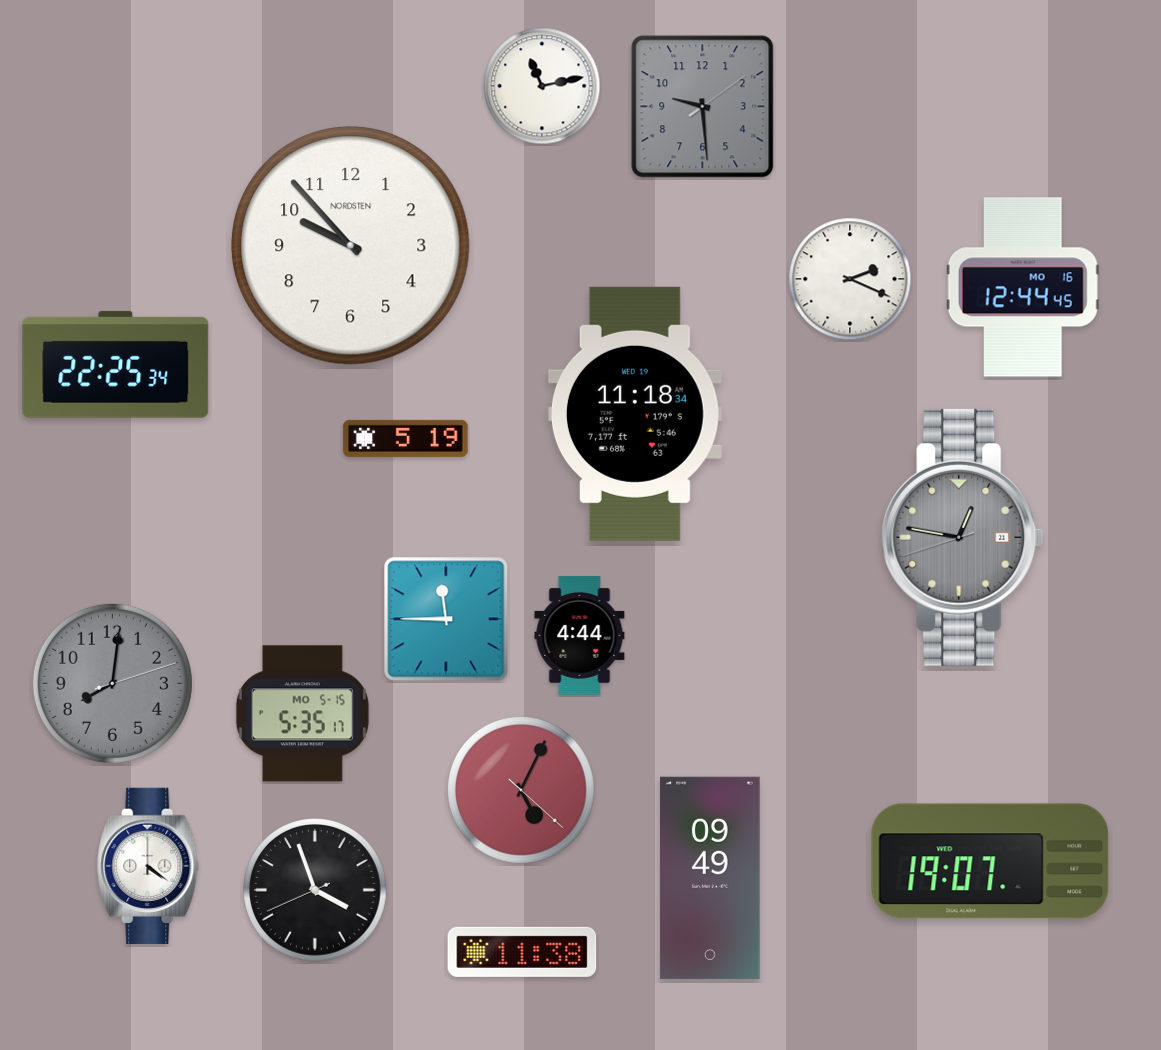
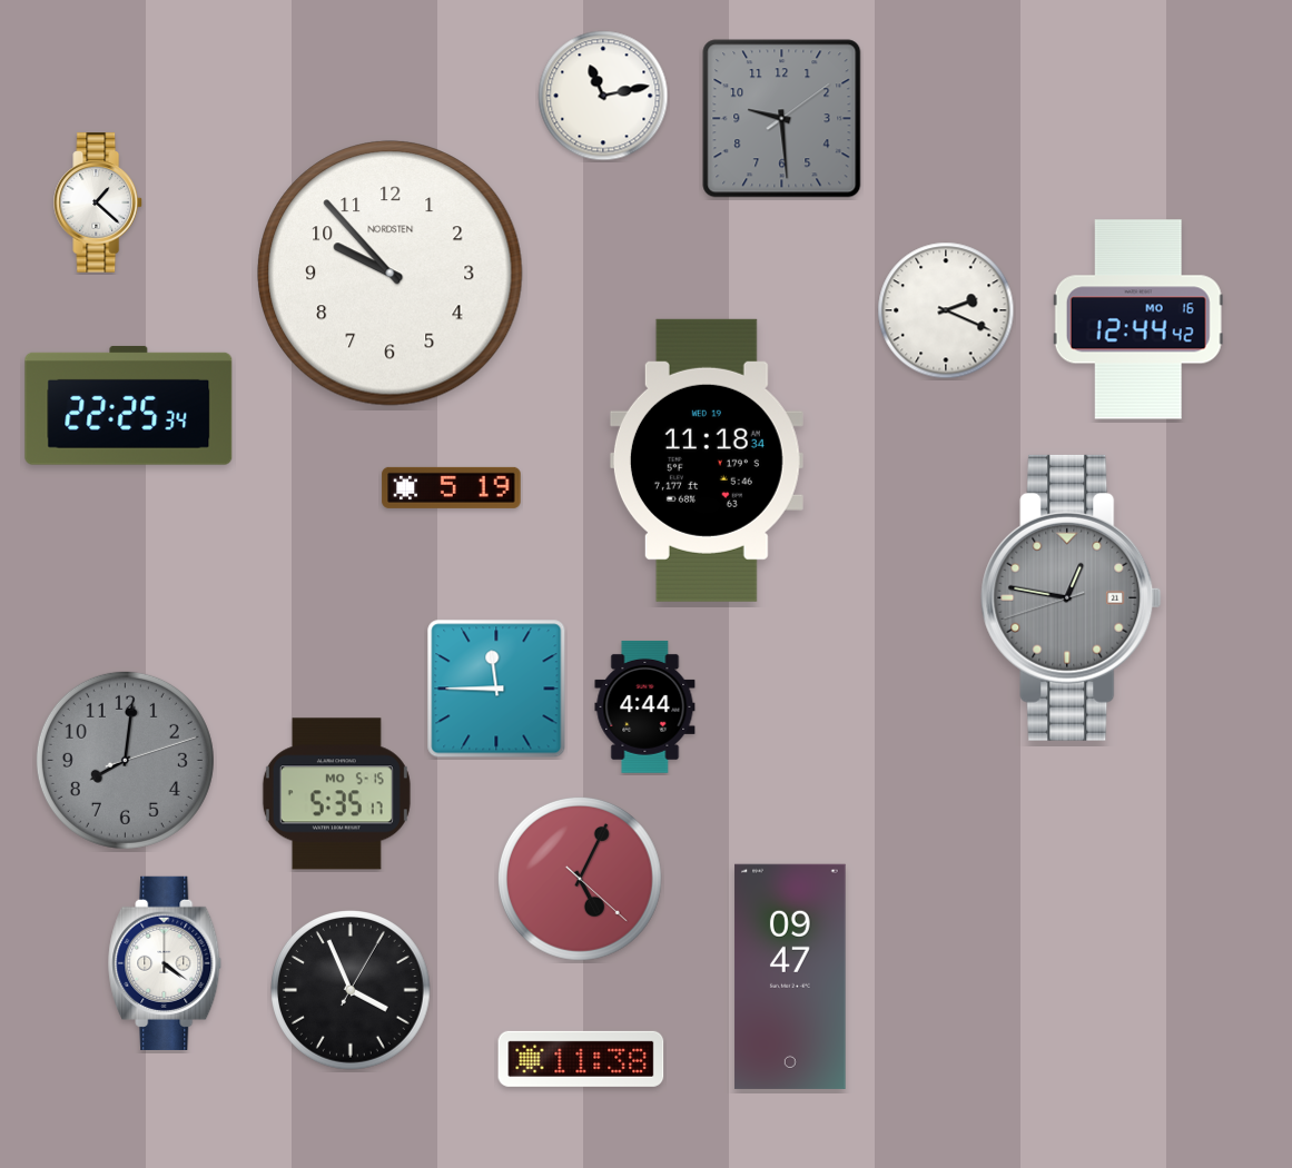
clock at (98, 202): none -> 1:22
clock at (1023, 287): 12:44:45 -> 12:44:42
clock at (990, 861): 19:07 -> none
clock at (710, 878): 09:49 -> 09:47
clock at (316, 891): 3:56:41 -> 3:56:05
